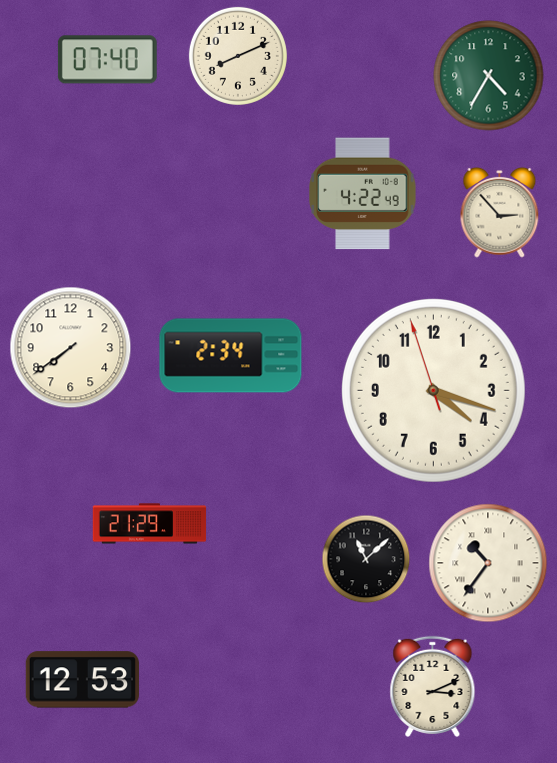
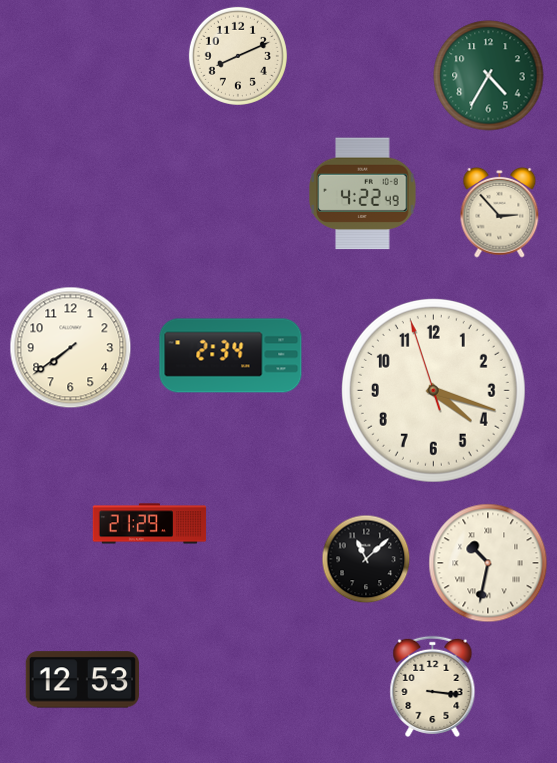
clock at (107, 60): 07:40 -> none
clock at (488, 563): 10:36 -> 10:32
clock at (433, 686): 3:11 -> 3:16
